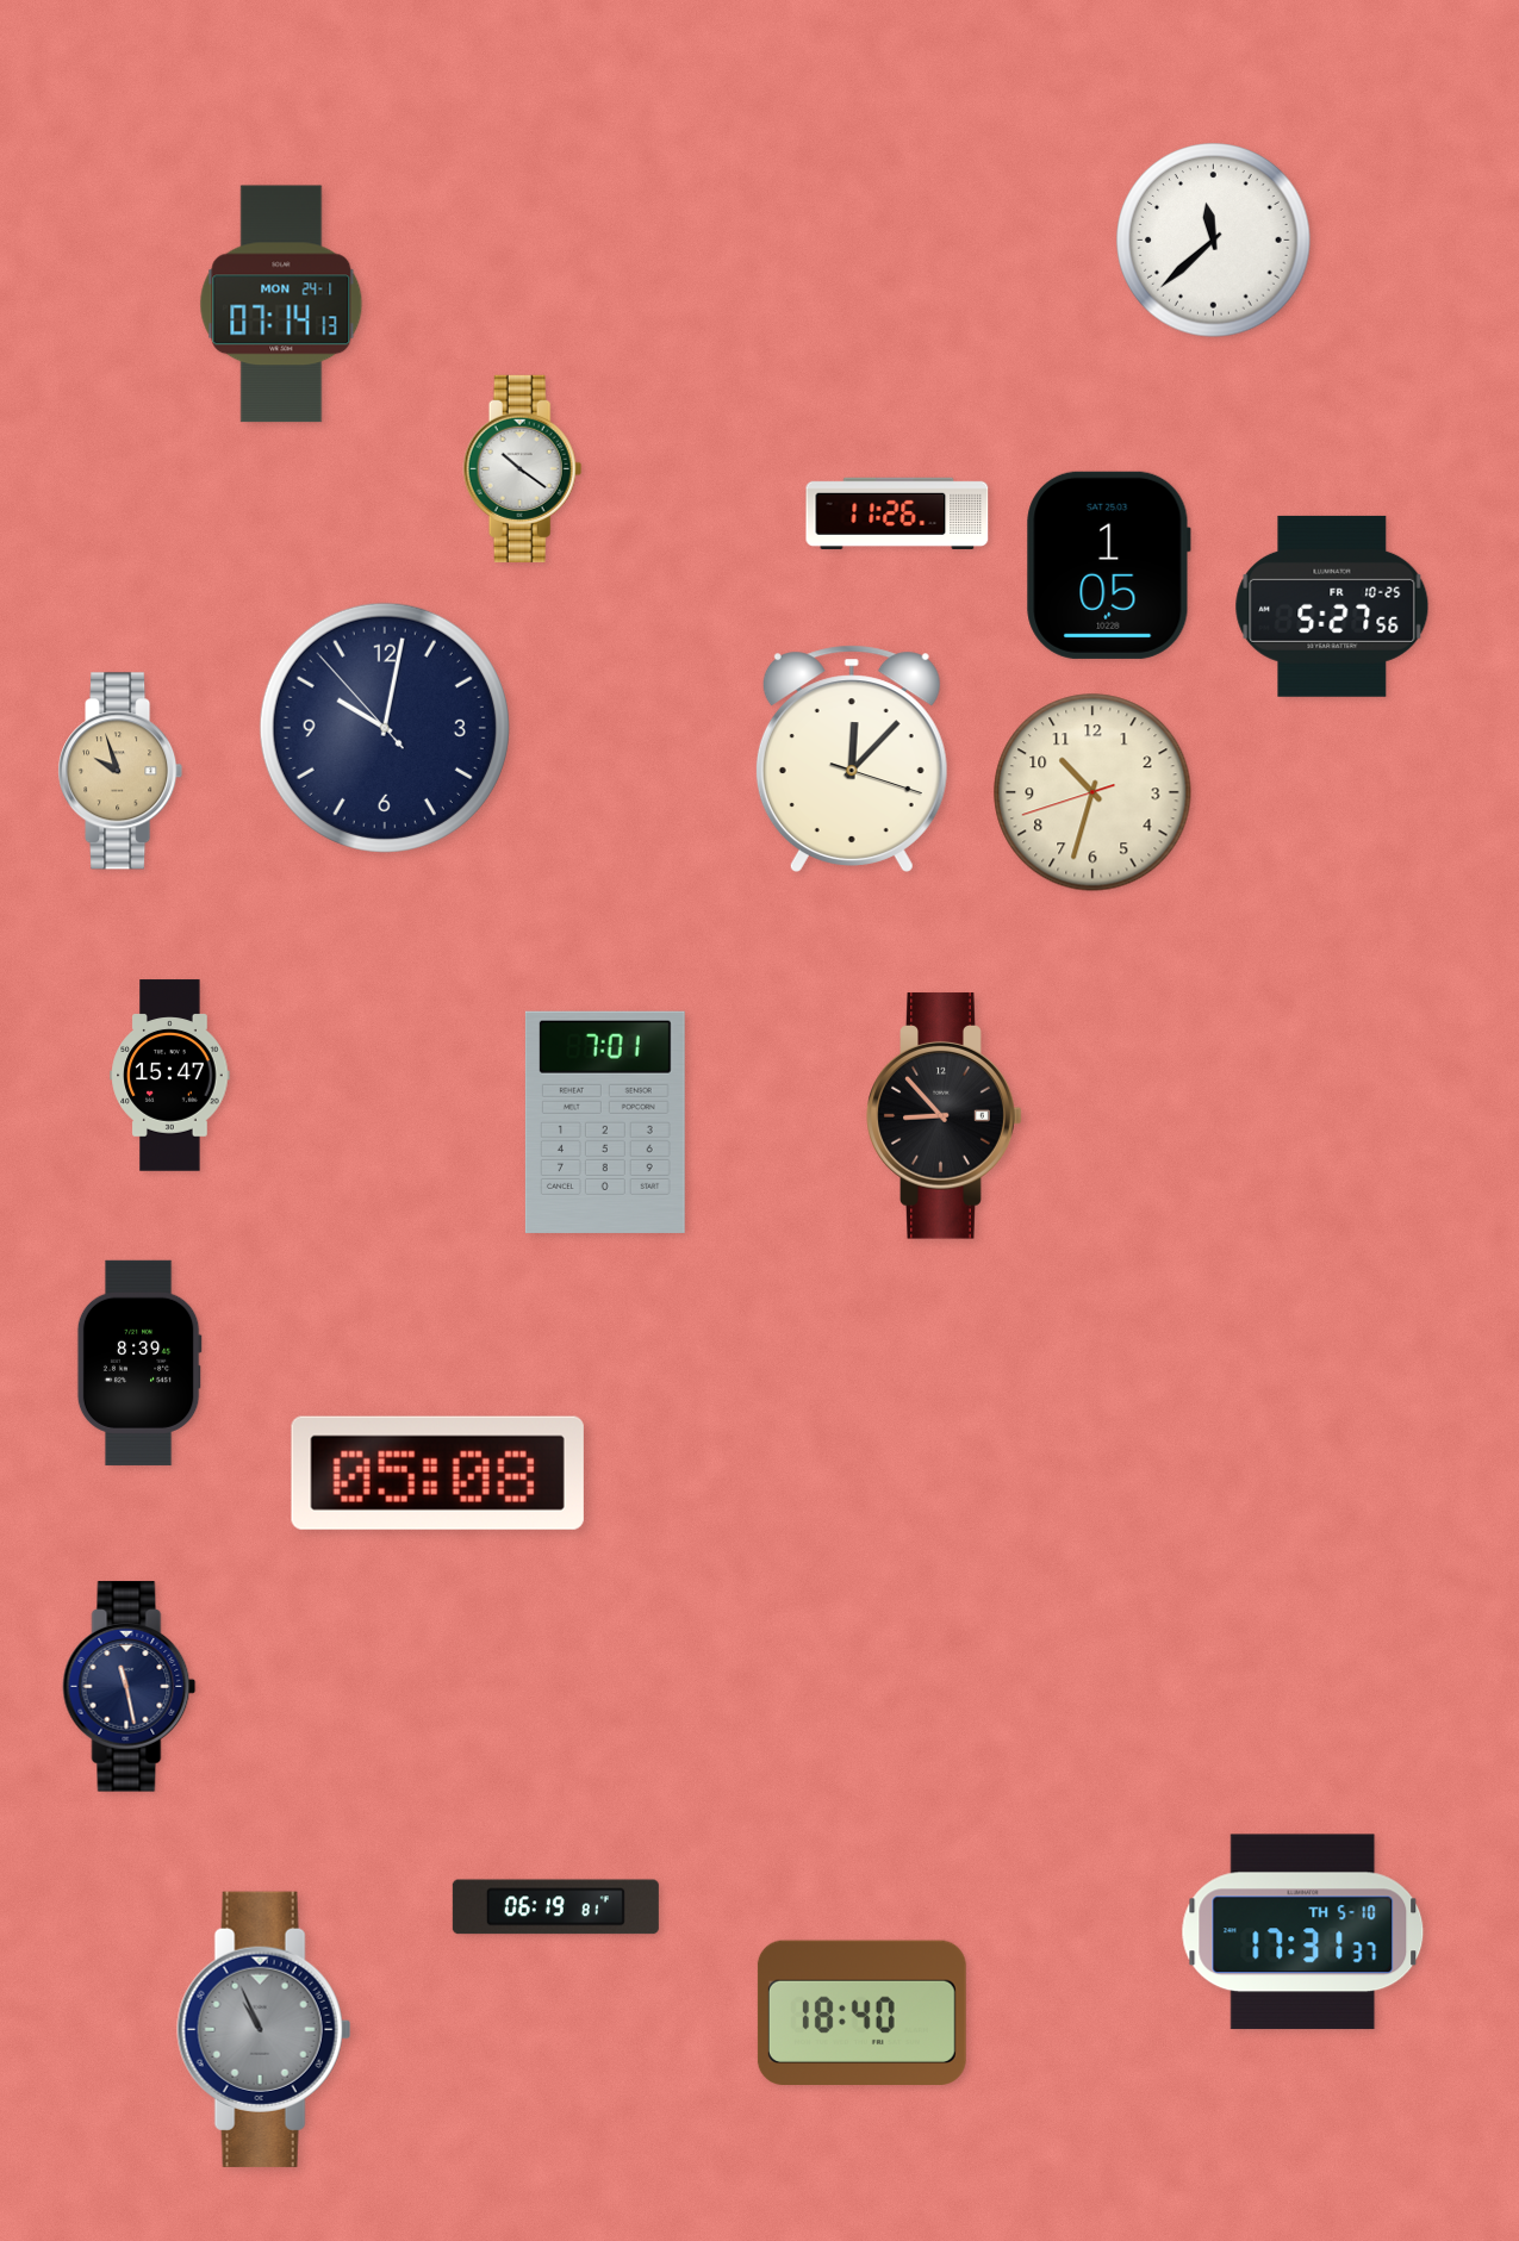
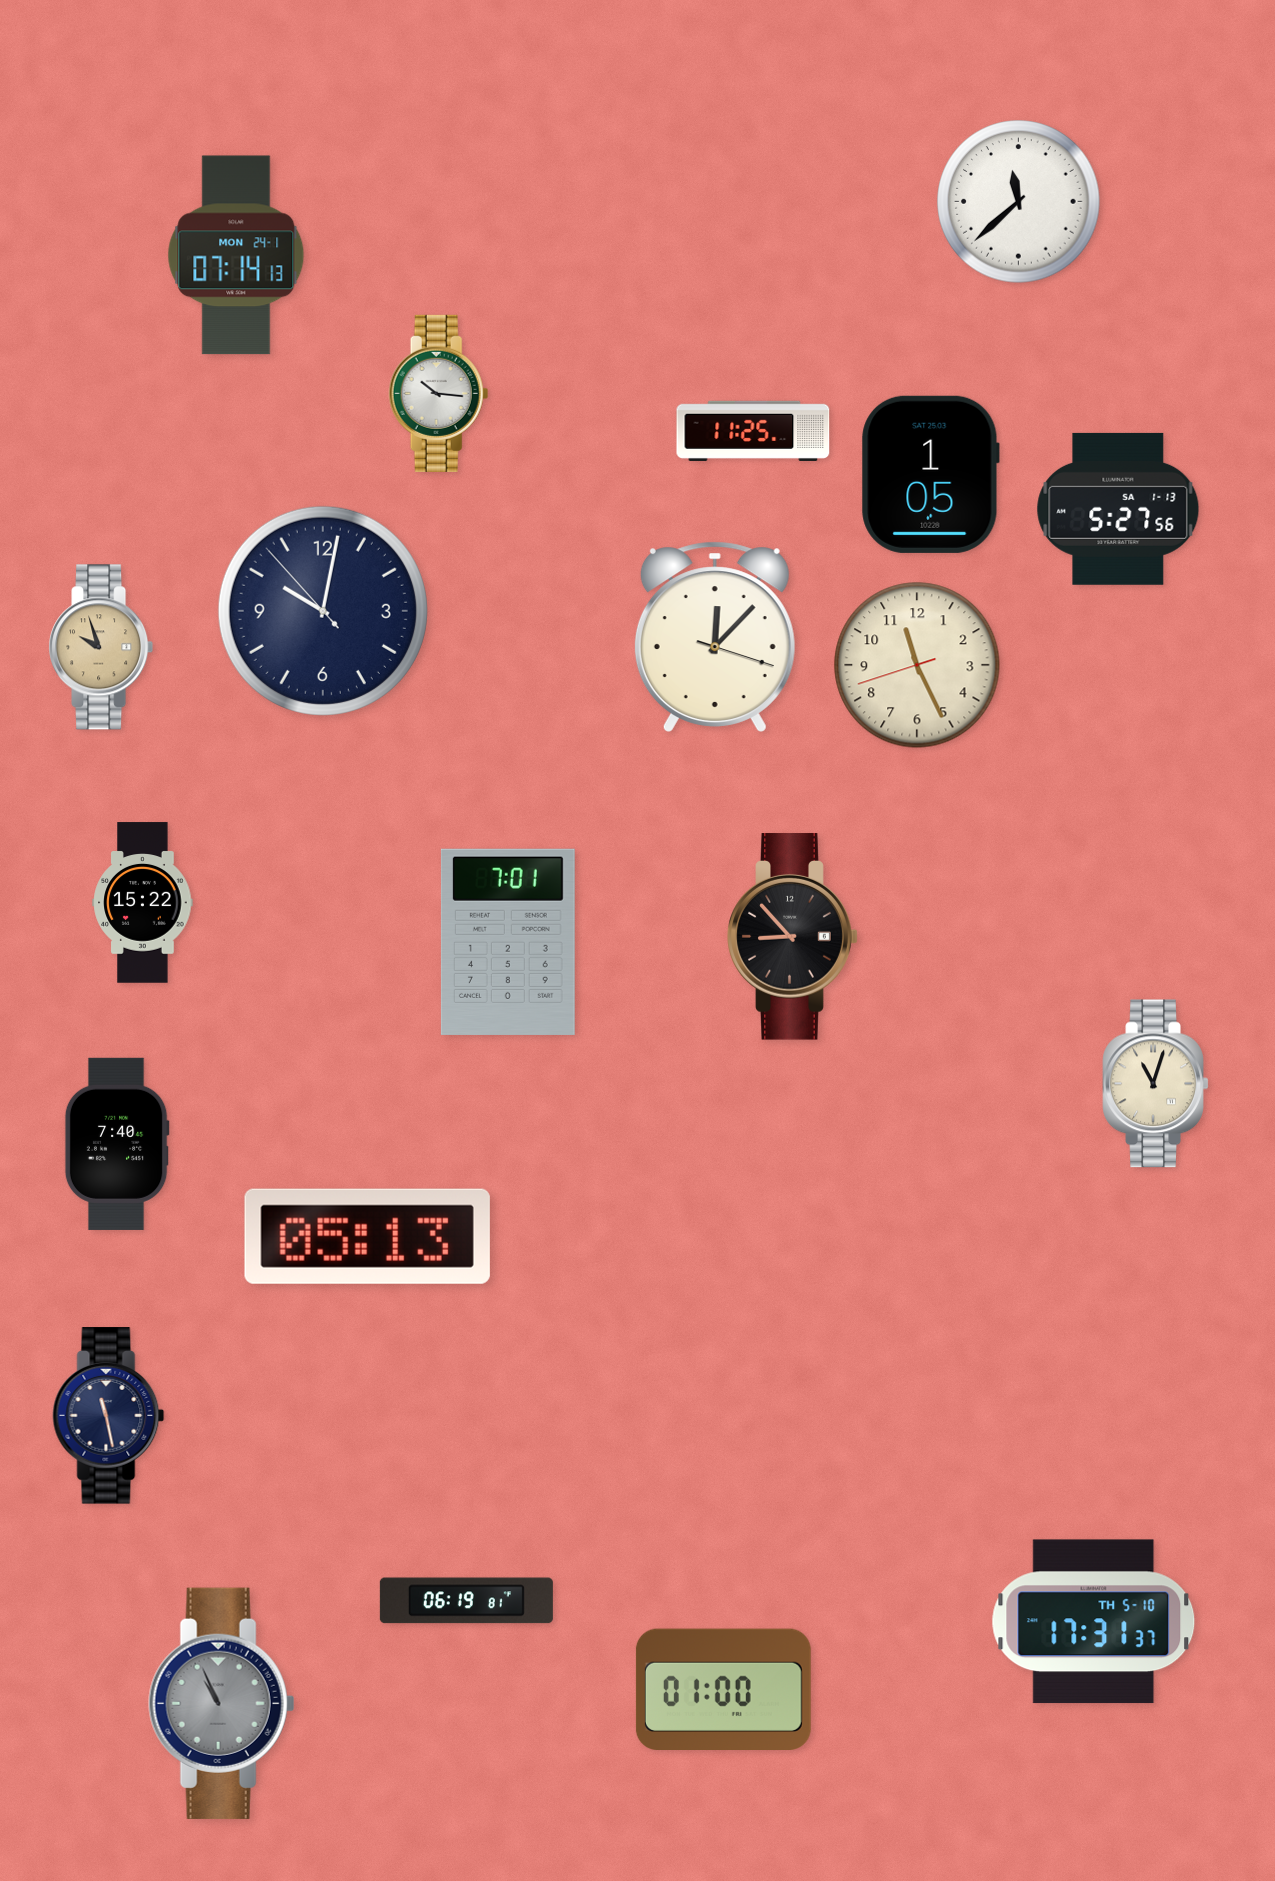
clock at (523, 468): 10:21 -> 10:16
clock at (897, 513): 11:26 -> 11:25
clock at (1332, 606) date: FR 10-25 -> SA 1-13
clock at (1092, 792): 10:32 -> 11:25
clock at (170, 1076): 15:47 -> 15:22
clock at (1156, 1084): none -> 11:03
clock at (139, 1363): 8:39 -> 7:40
clock at (437, 1473): 05:08 -> 05:13
clock at (861, 2012): 18:40 -> 01:00
